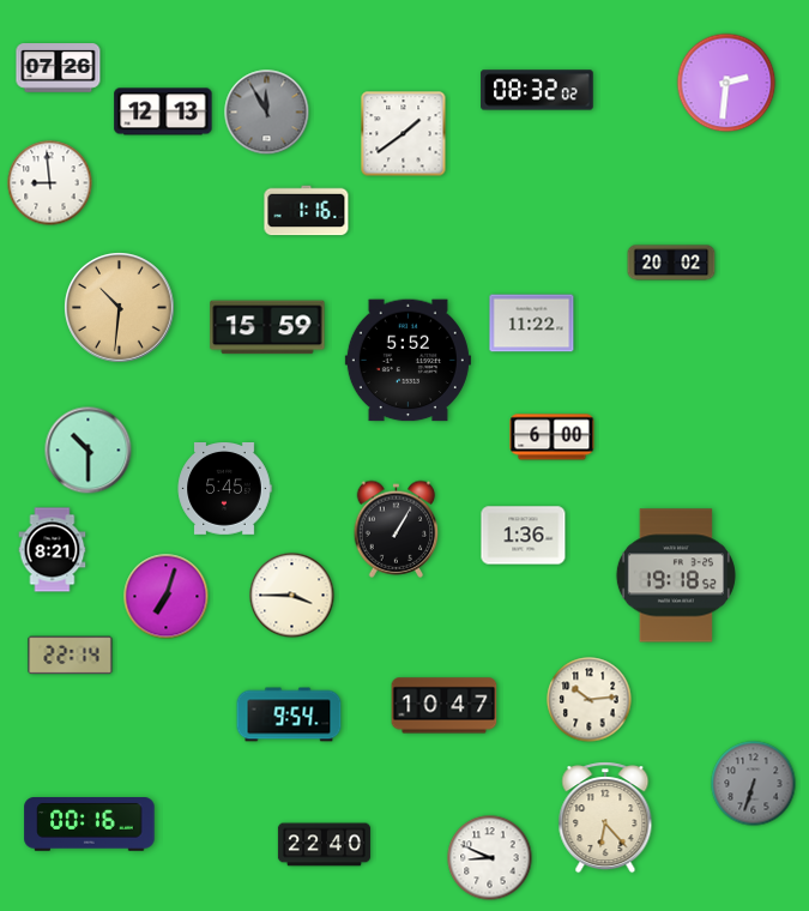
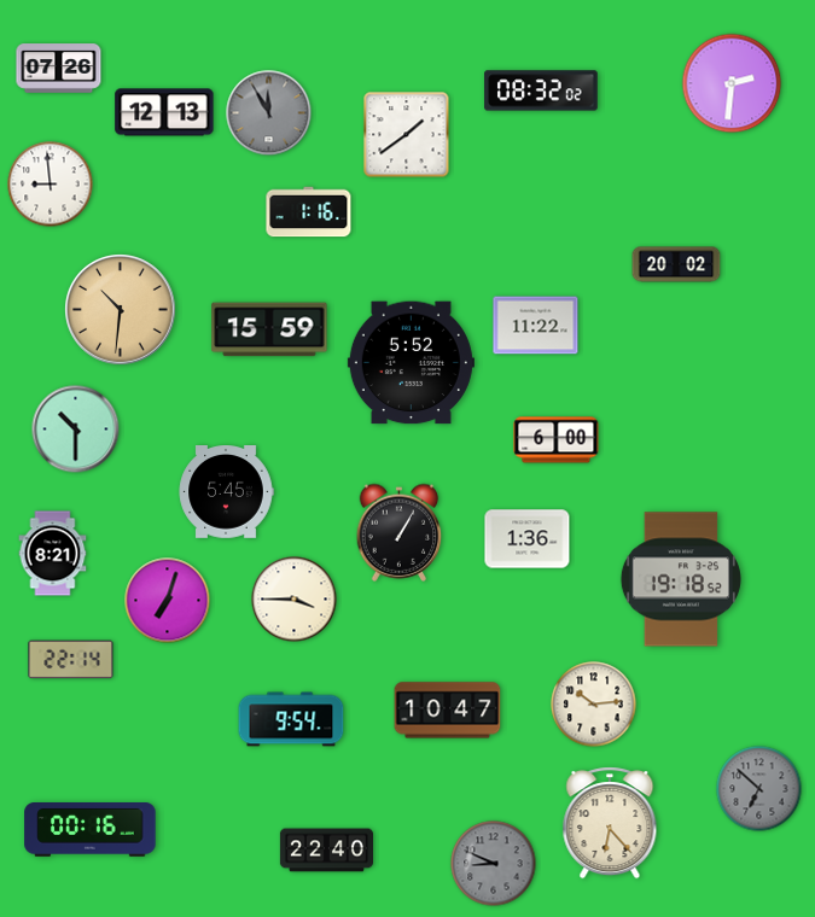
clock at (89, 451) position: (89, 451) -> (76, 430)
clock at (754, 784): 6:33 -> 6:52
clock at (490, 858) dial: white -> grey
